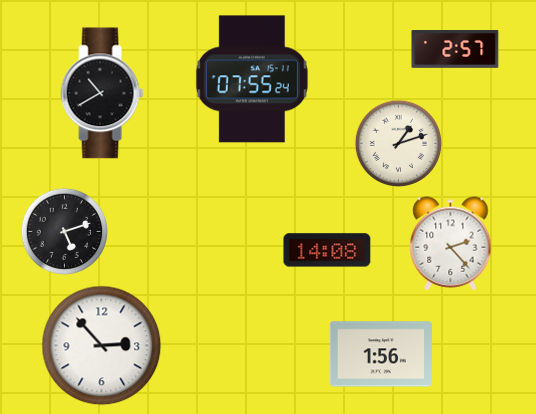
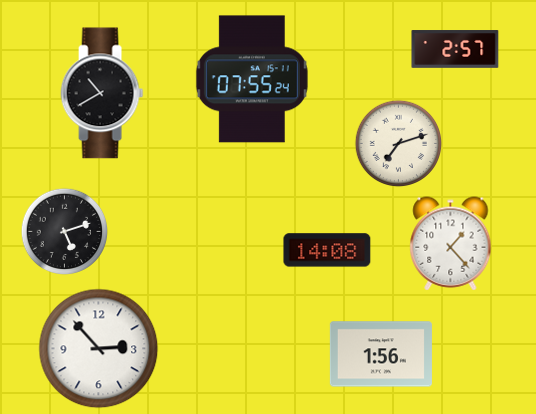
clock at (398, 143): 1:12 -> 7:12
clock at (451, 244): 2:23 -> 1:23
clock at (102, 346) position: (102, 346) -> (99, 349)
